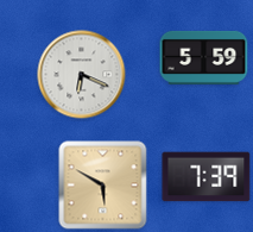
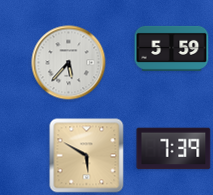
clock at (82, 75): 6:19 -> 5:37
